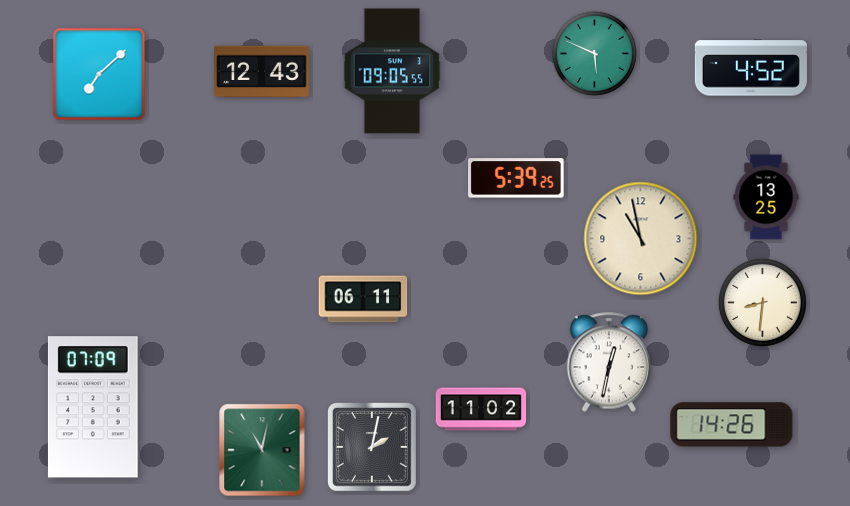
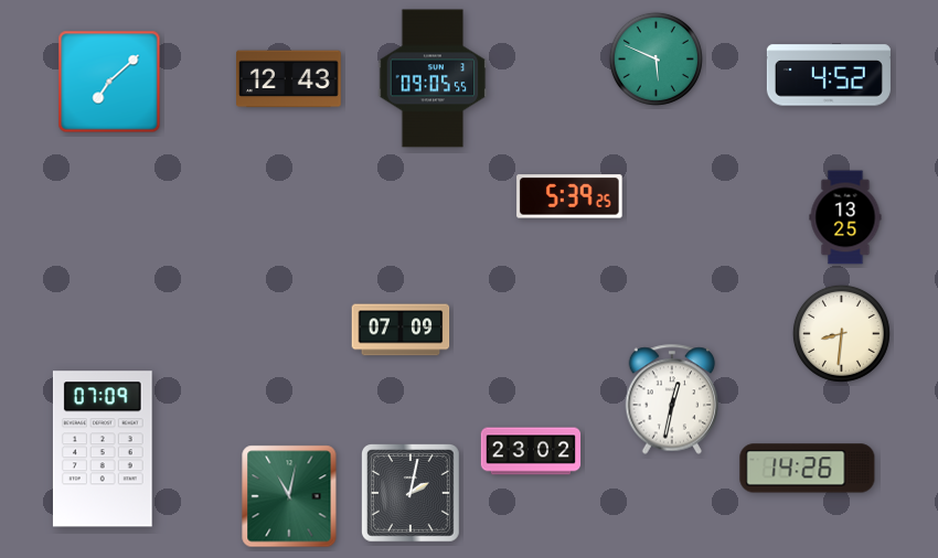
clock at (641, 239): 10:58 -> none
clock at (363, 299): 06:11 -> 07:09
clock at (481, 409): 11:02 -> 23:02
